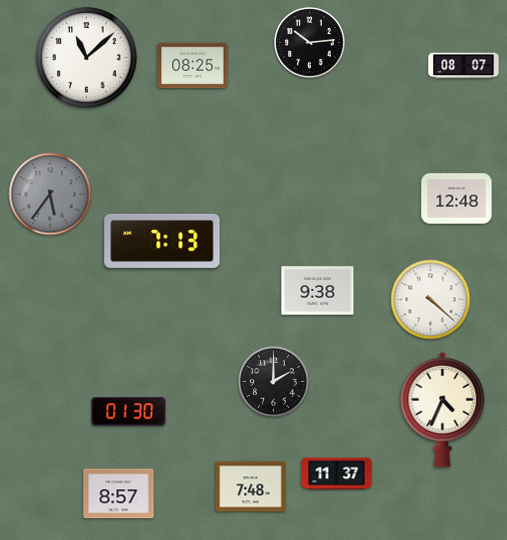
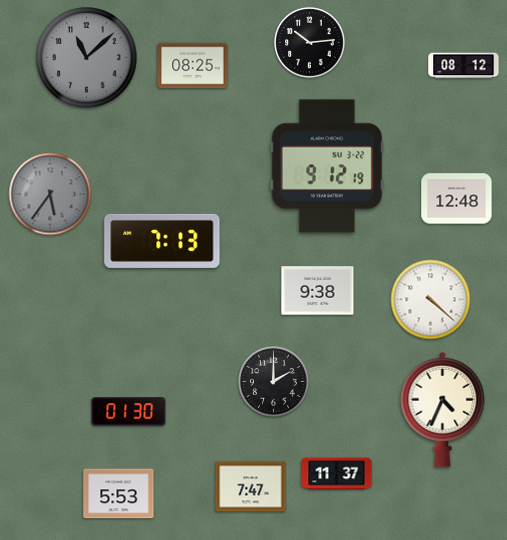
clock at (87, 58) dial: white -> grey
clock at (464, 66): 08:07 -> 08:12
clock at (327, 166): none -> 9:12
clock at (251, 487): 7:48 -> 7:47
clock at (119, 494): 8:57 -> 5:53
